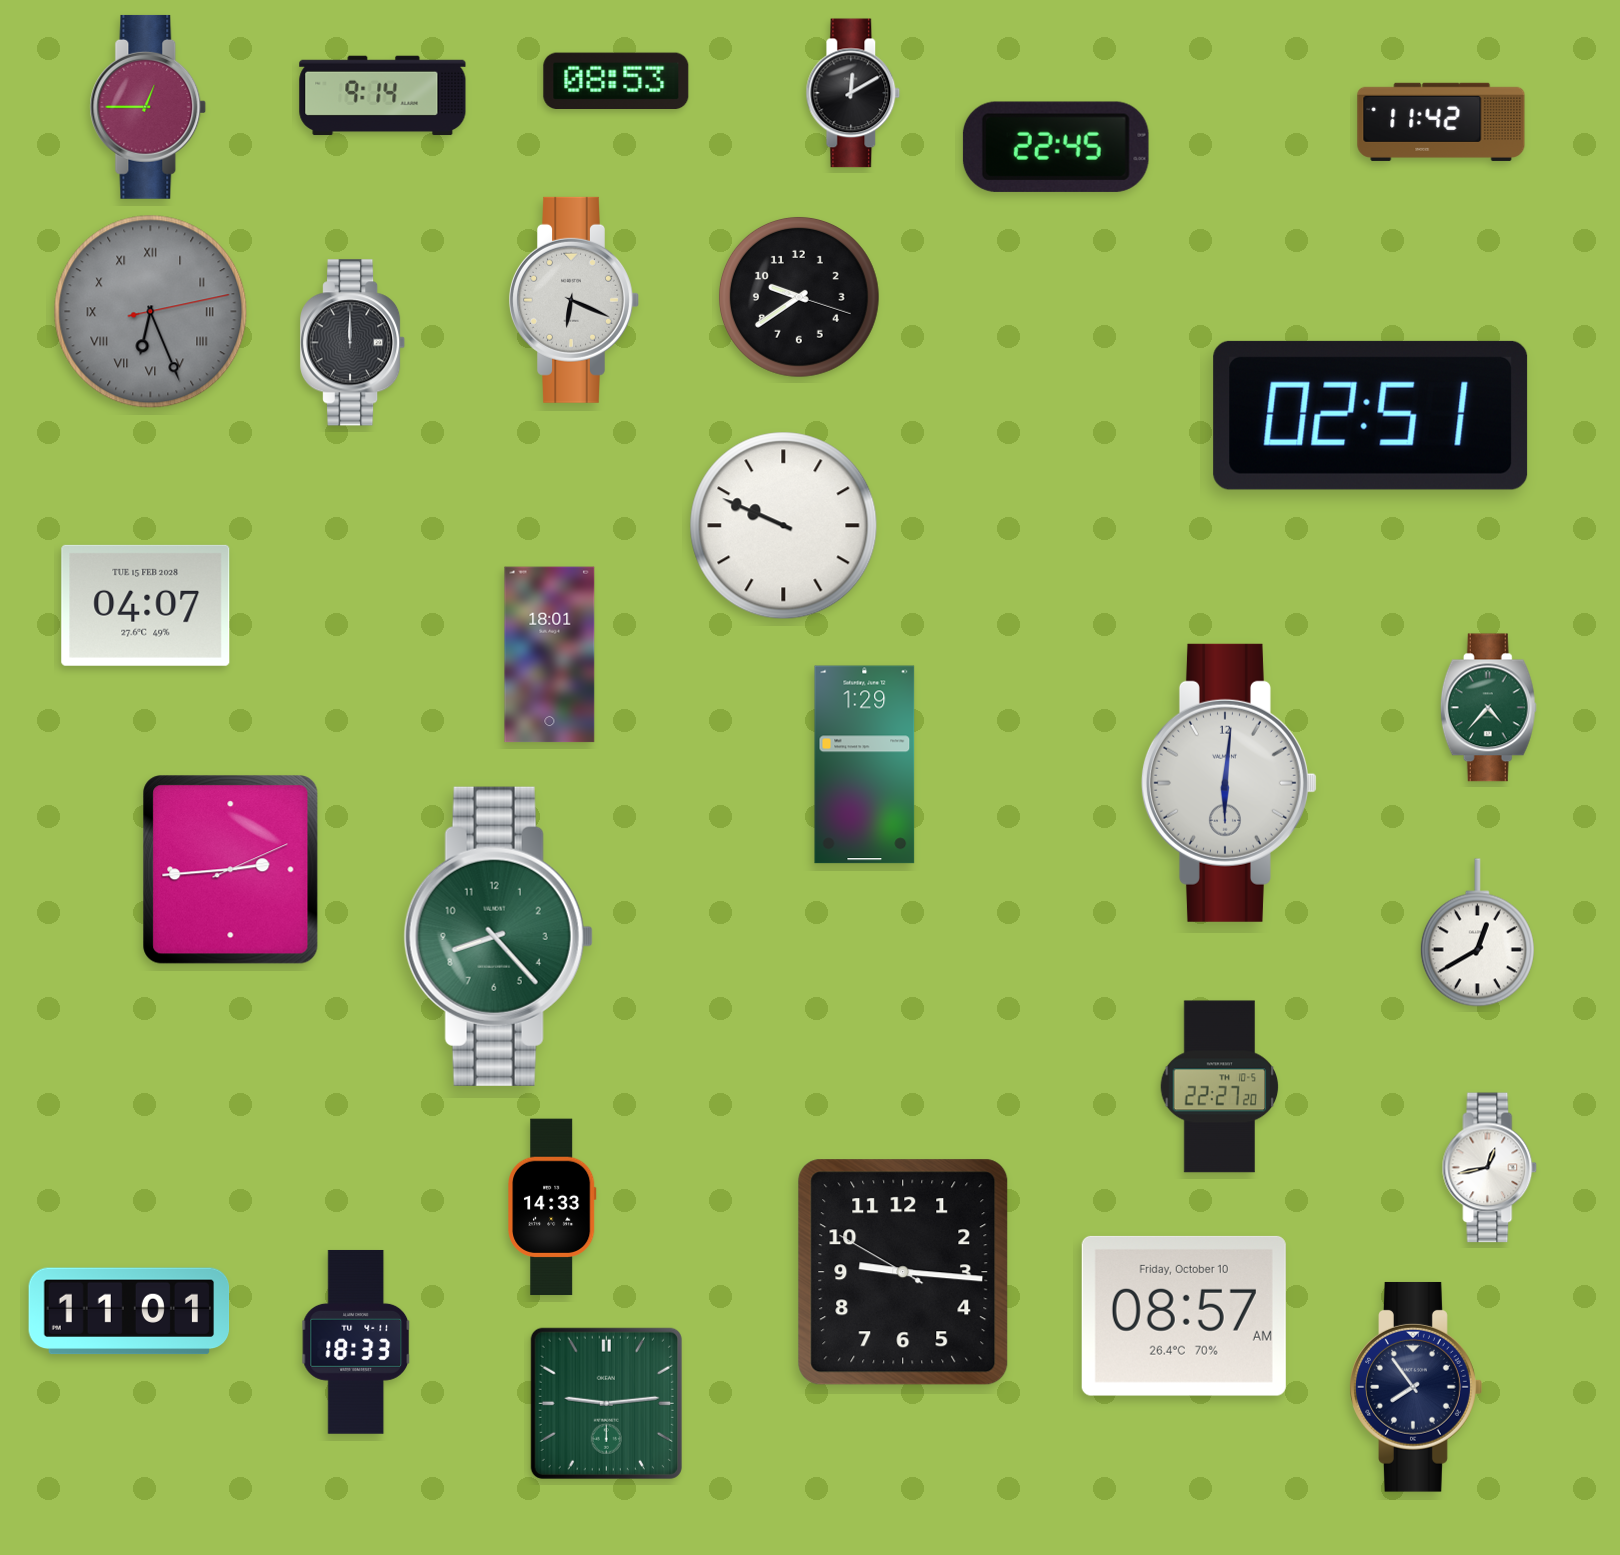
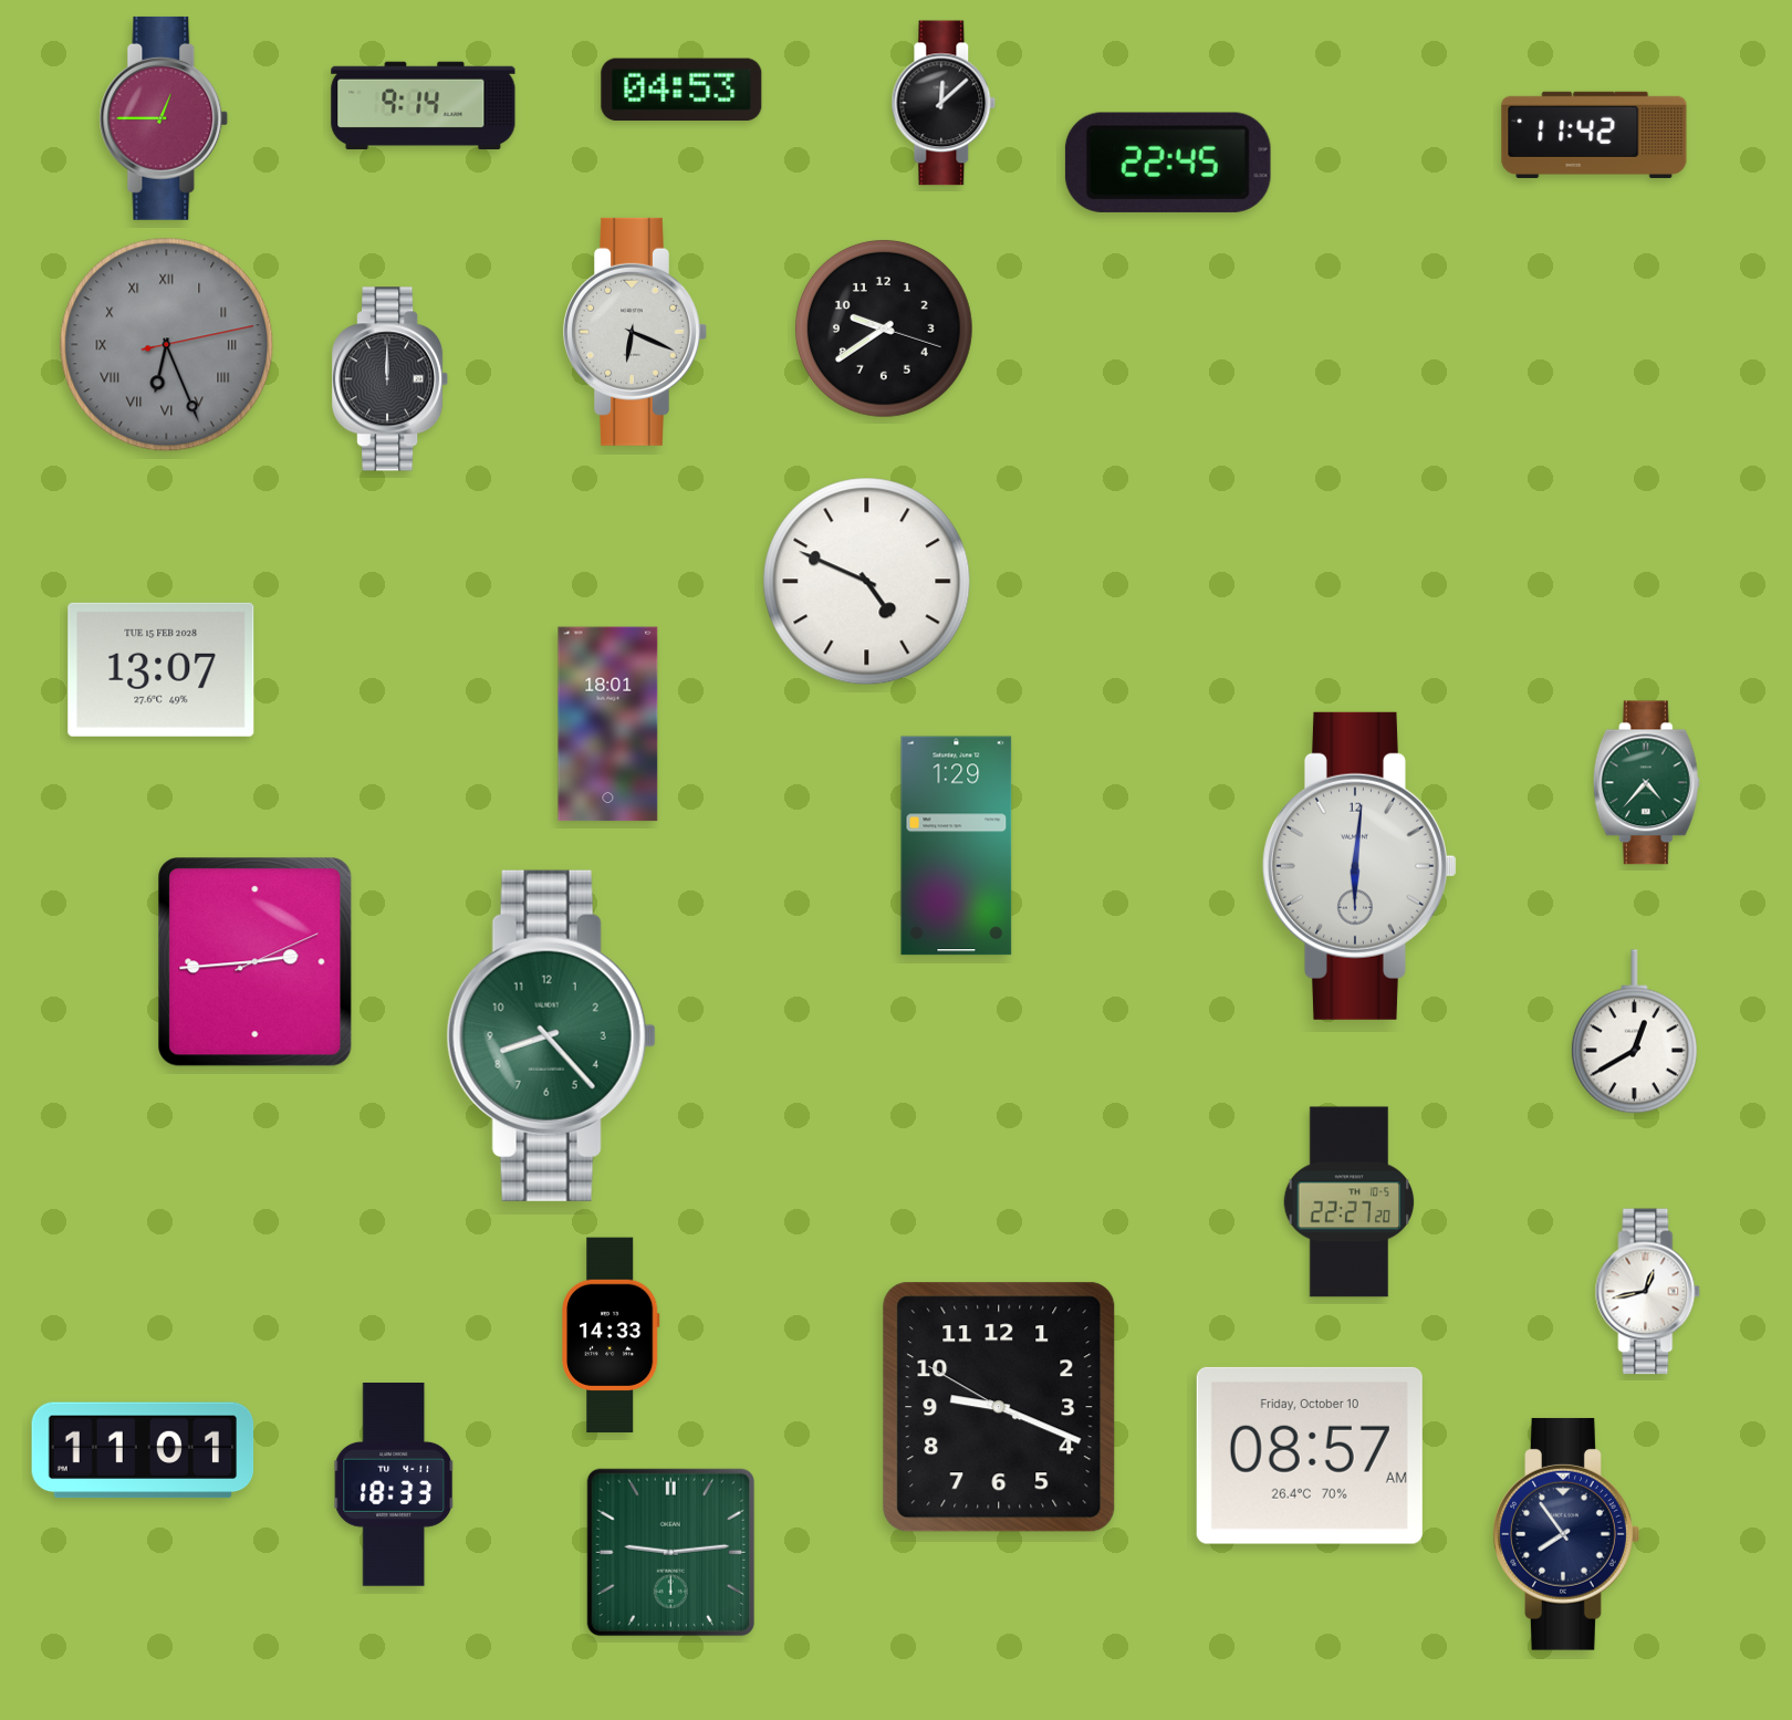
clock at (616, 81): 08:53 -> 04:53
clock at (853, 93): 12:10 -> 12:08
clock at (1371, 415): 02:51 -> none
clock at (784, 526): 9:49 -> 4:49
clock at (146, 605): 04:07 -> 13:07
clock at (903, 1272): 9:15 -> 9:18
